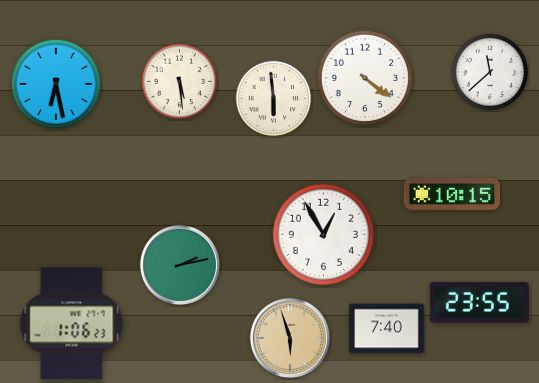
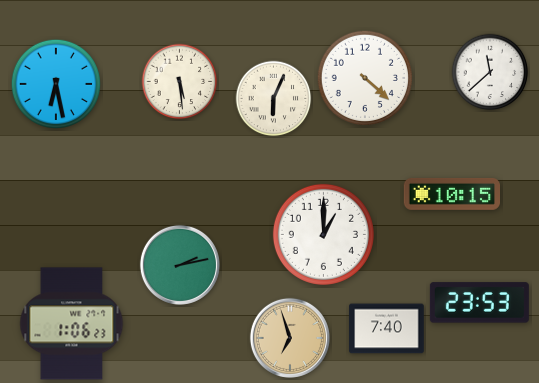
clock at (364, 77): 4:21 -> 4:22
clock at (274, 99): 5:59 -> 6:04
clock at (323, 234): 12:55 -> 1:00
clock at (479, 303): 23:55 -> 23:53
clock at (290, 338): 5:57 -> 6:57
